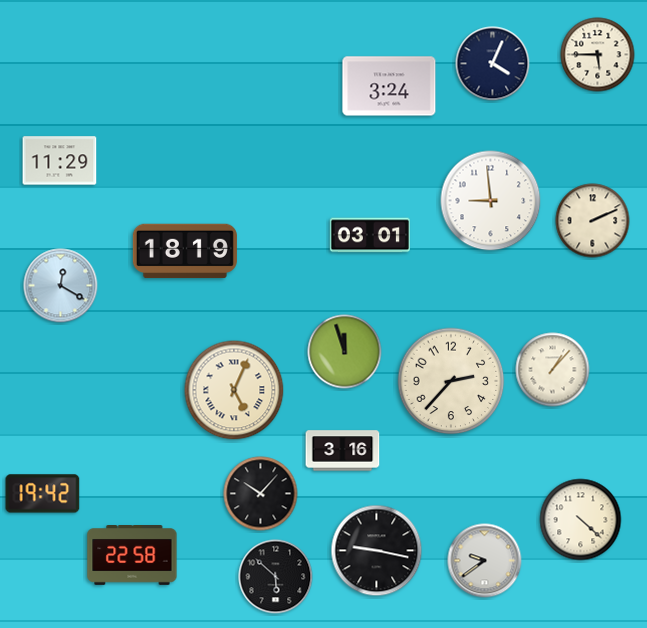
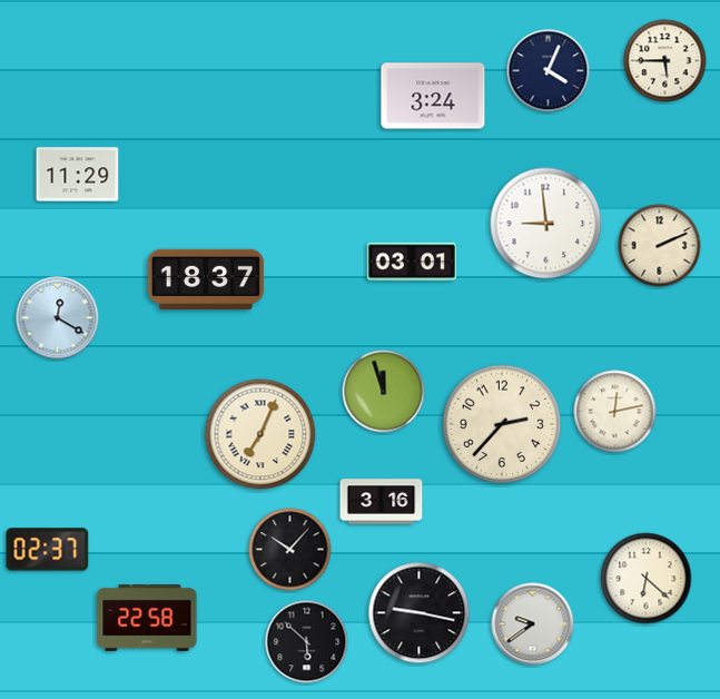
clock at (60, 161) position: (60, 161) -> (78, 175)
clock at (185, 251): 18:19 -> 18:37
clock at (61, 286) position: (61, 286) -> (58, 318)
clock at (553, 370): 1:07 -> 12:13
clock at (234, 390): 5:04 -> 7:04
clock at (43, 494): 19:42 -> 02:37
clock at (581, 520): 4:22 -> 6:22
clock at (485, 561) position: (485, 561) -> (533, 624)
